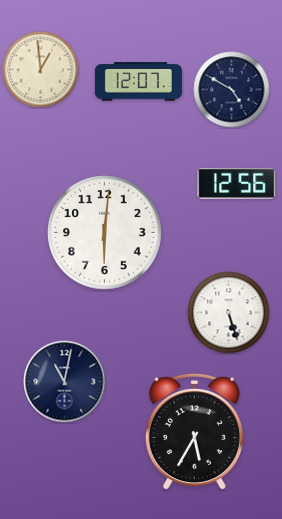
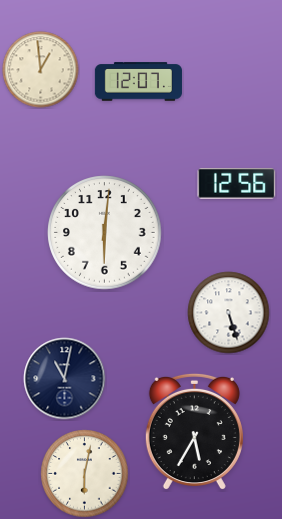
clock at (232, 90): 4:50 -> none
clock at (65, 382) position: (65, 382) -> (65, 379)
clock at (85, 474): none -> 6:02
